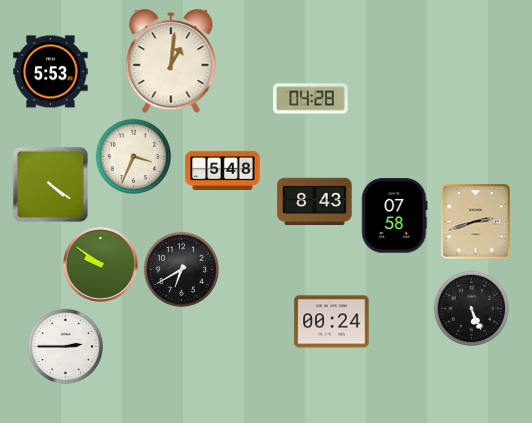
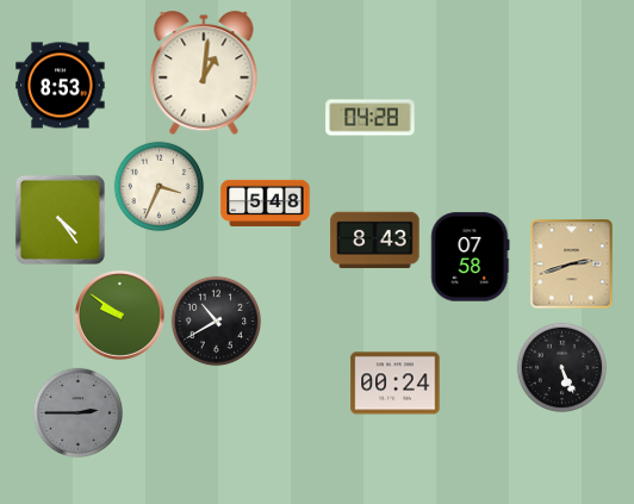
clock at (51, 72): 5:53 -> 8:53
clock at (50, 184): 4:21 -> 4:24
clock at (476, 222) position: (476, 222) -> (572, 265)
clock at (182, 270): 6:40 -> 10:40
clock at (66, 347) dial: white -> grey
